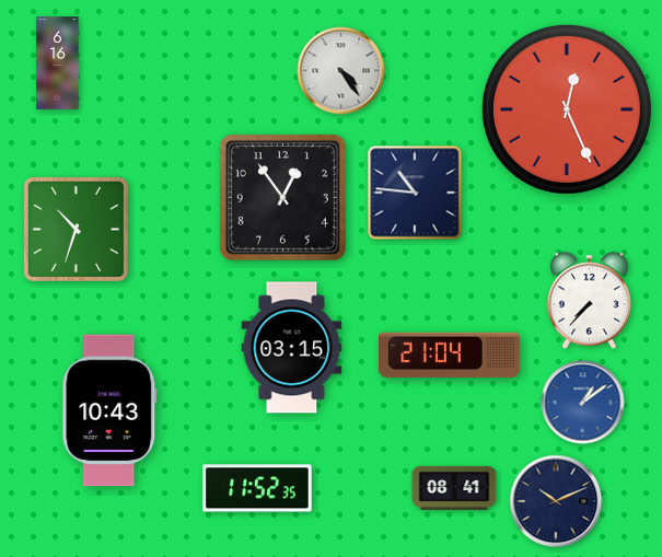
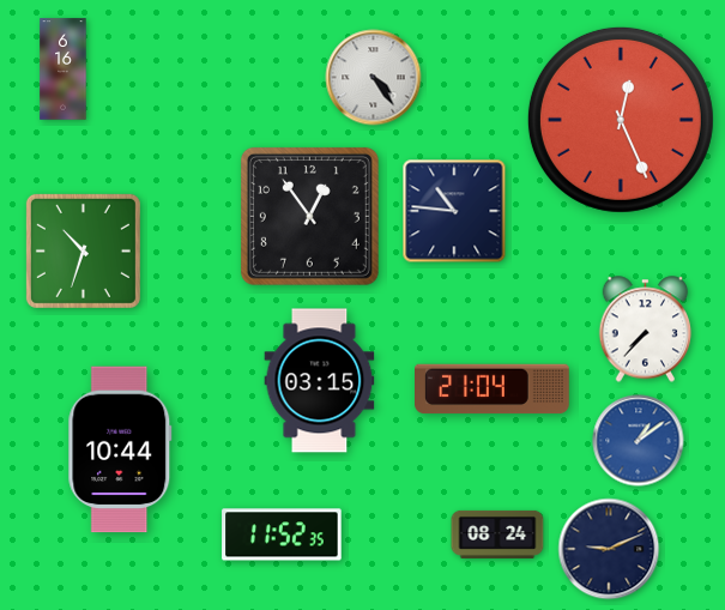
clock at (109, 410): 10:43 -> 10:44
clock at (454, 488): 08:41 -> 08:24
clock at (556, 501): 10:11 -> 9:11
